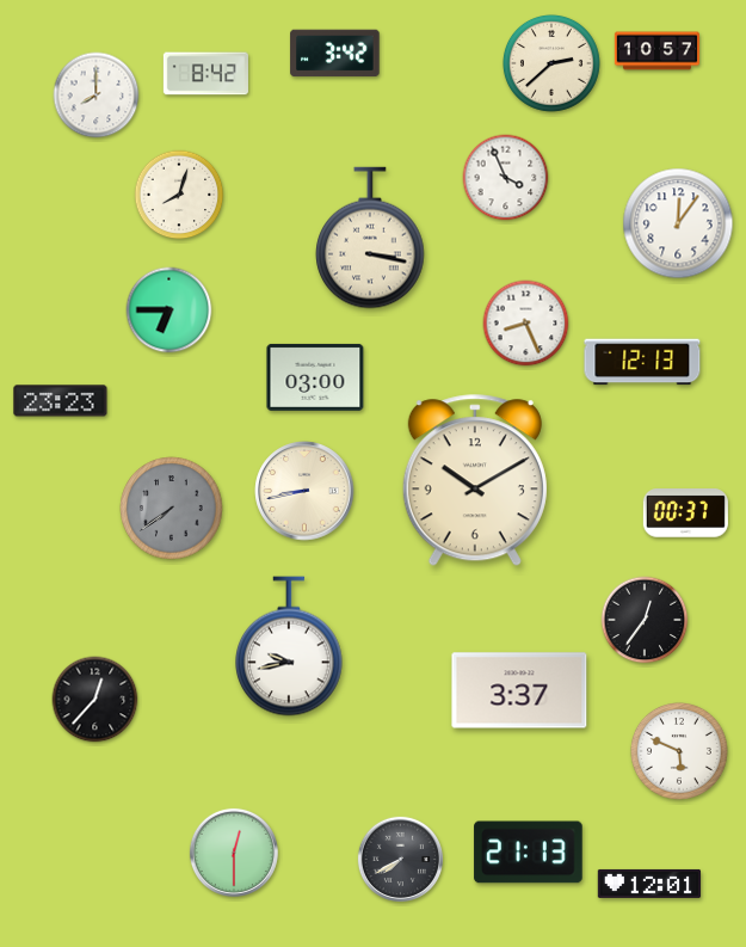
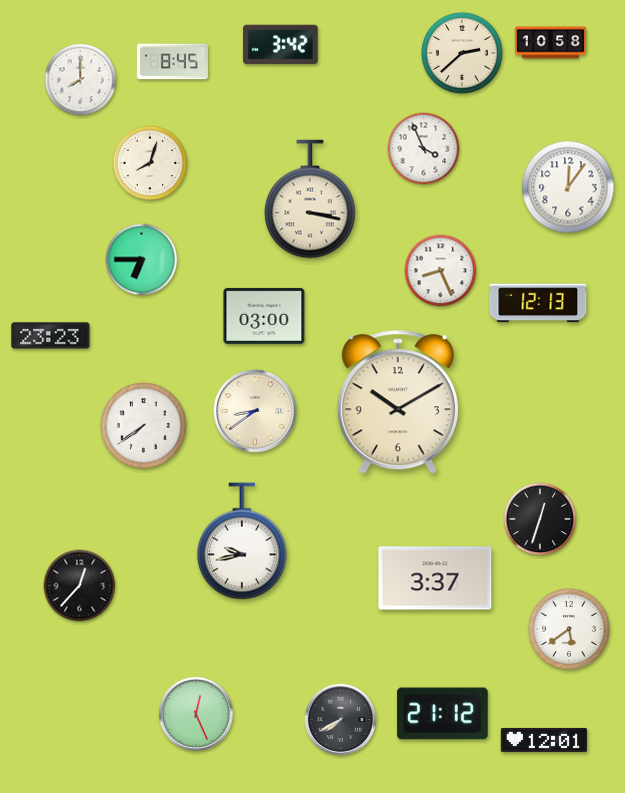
clock at (656, 51): 10:57 -> 10:58
clock at (205, 74): 8:42 -> 8:45
clock at (304, 491): 8:43 -> 8:39
clock at (172, 509) dial: grey -> white
clock at (685, 514): 00:37 -> none
clock at (645, 620): 12:36 -> 12:33
clock at (679, 751): 5:49 -> 5:39
clock at (234, 853): 12:30 -> 12:26
clock at (529, 853): 21:13 -> 21:12
clock at (400, 859) position: (400, 859) -> (340, 719)
